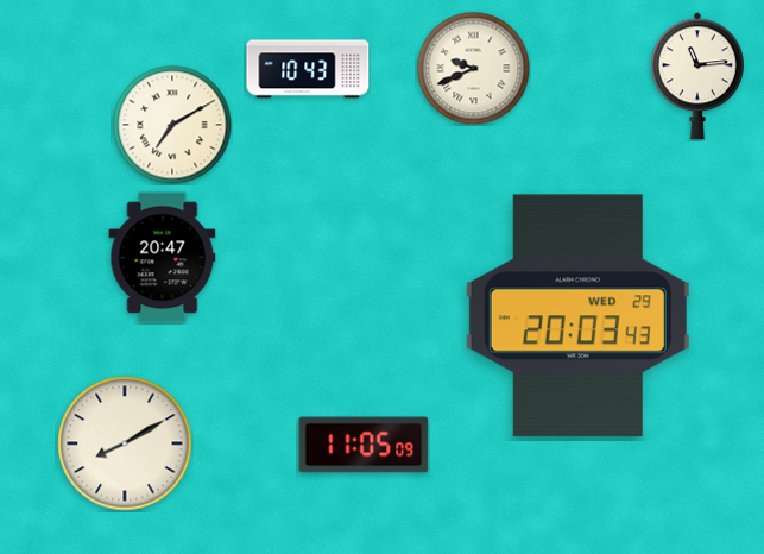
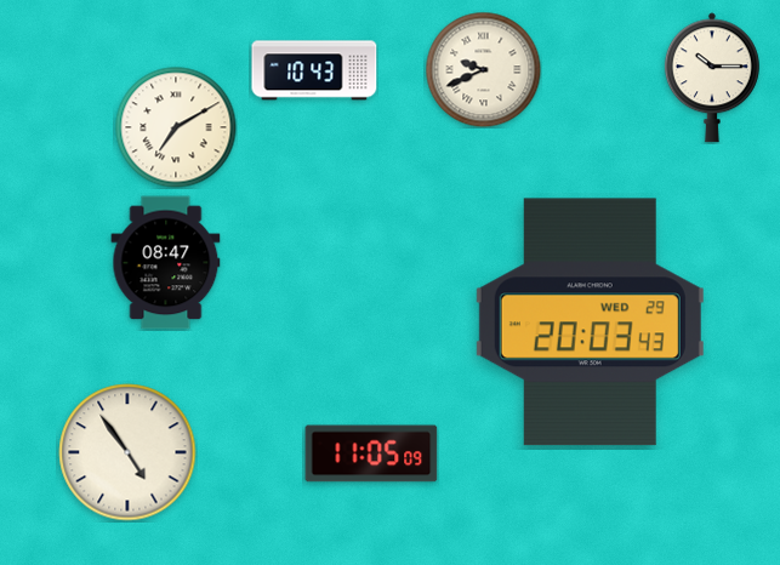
clock at (697, 76): 11:14 -> 10:15
clock at (163, 258): 20:47 -> 08:47
clock at (125, 443): 8:10 -> 4:54
